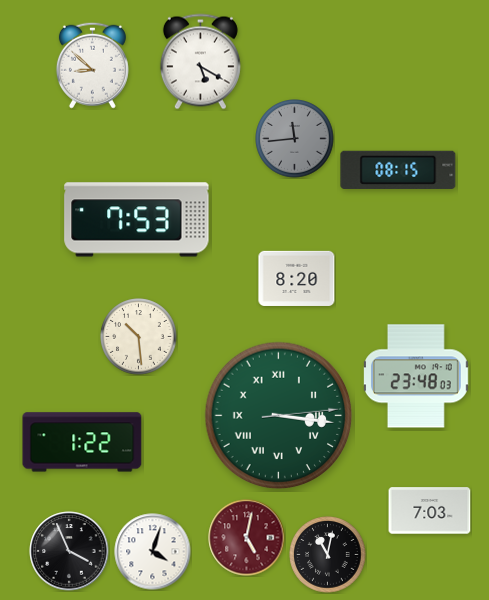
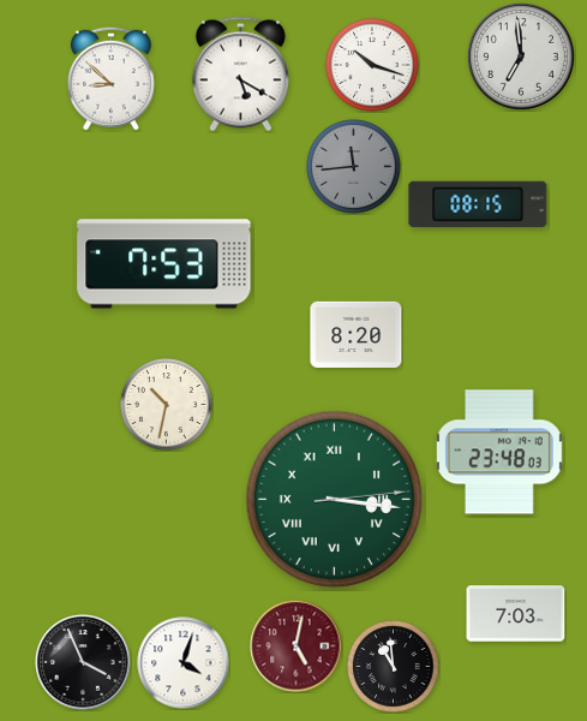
clock at (521, 56): none -> 6:59
clock at (372, 65): none -> 10:18
clock at (139, 337): 10:29 -> 10:32
clock at (82, 442): 1:22 -> none
clock at (328, 555): 11:02 -> 10:59
